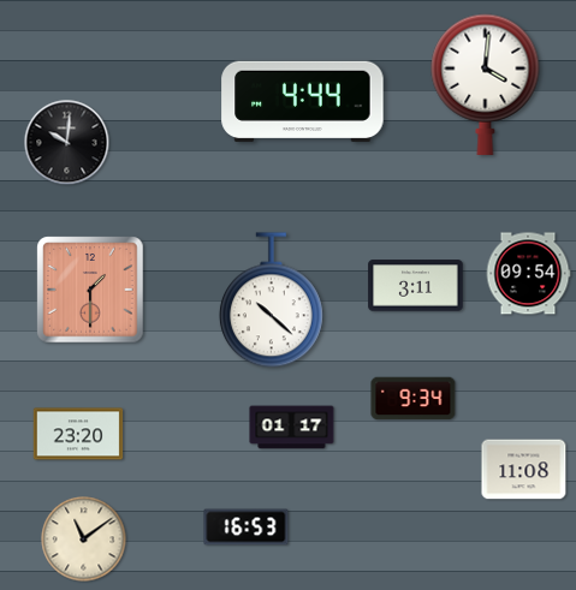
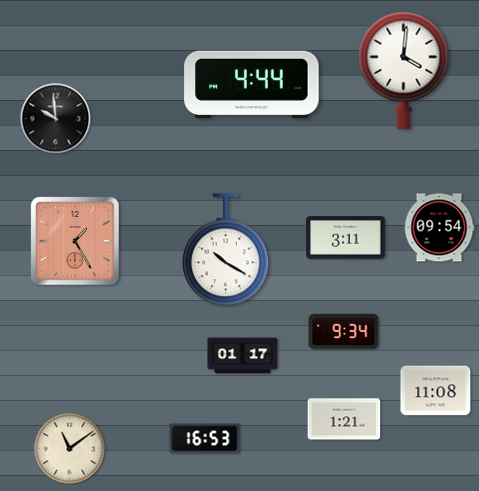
clock at (67, 143): 10:01 -> 9:59
clock at (90, 290): 1:30 -> 1:25
clock at (271, 300): 10:22 -> 10:20
clock at (78, 434): 23:20 -> none
clock at (344, 419): none -> 1:21
